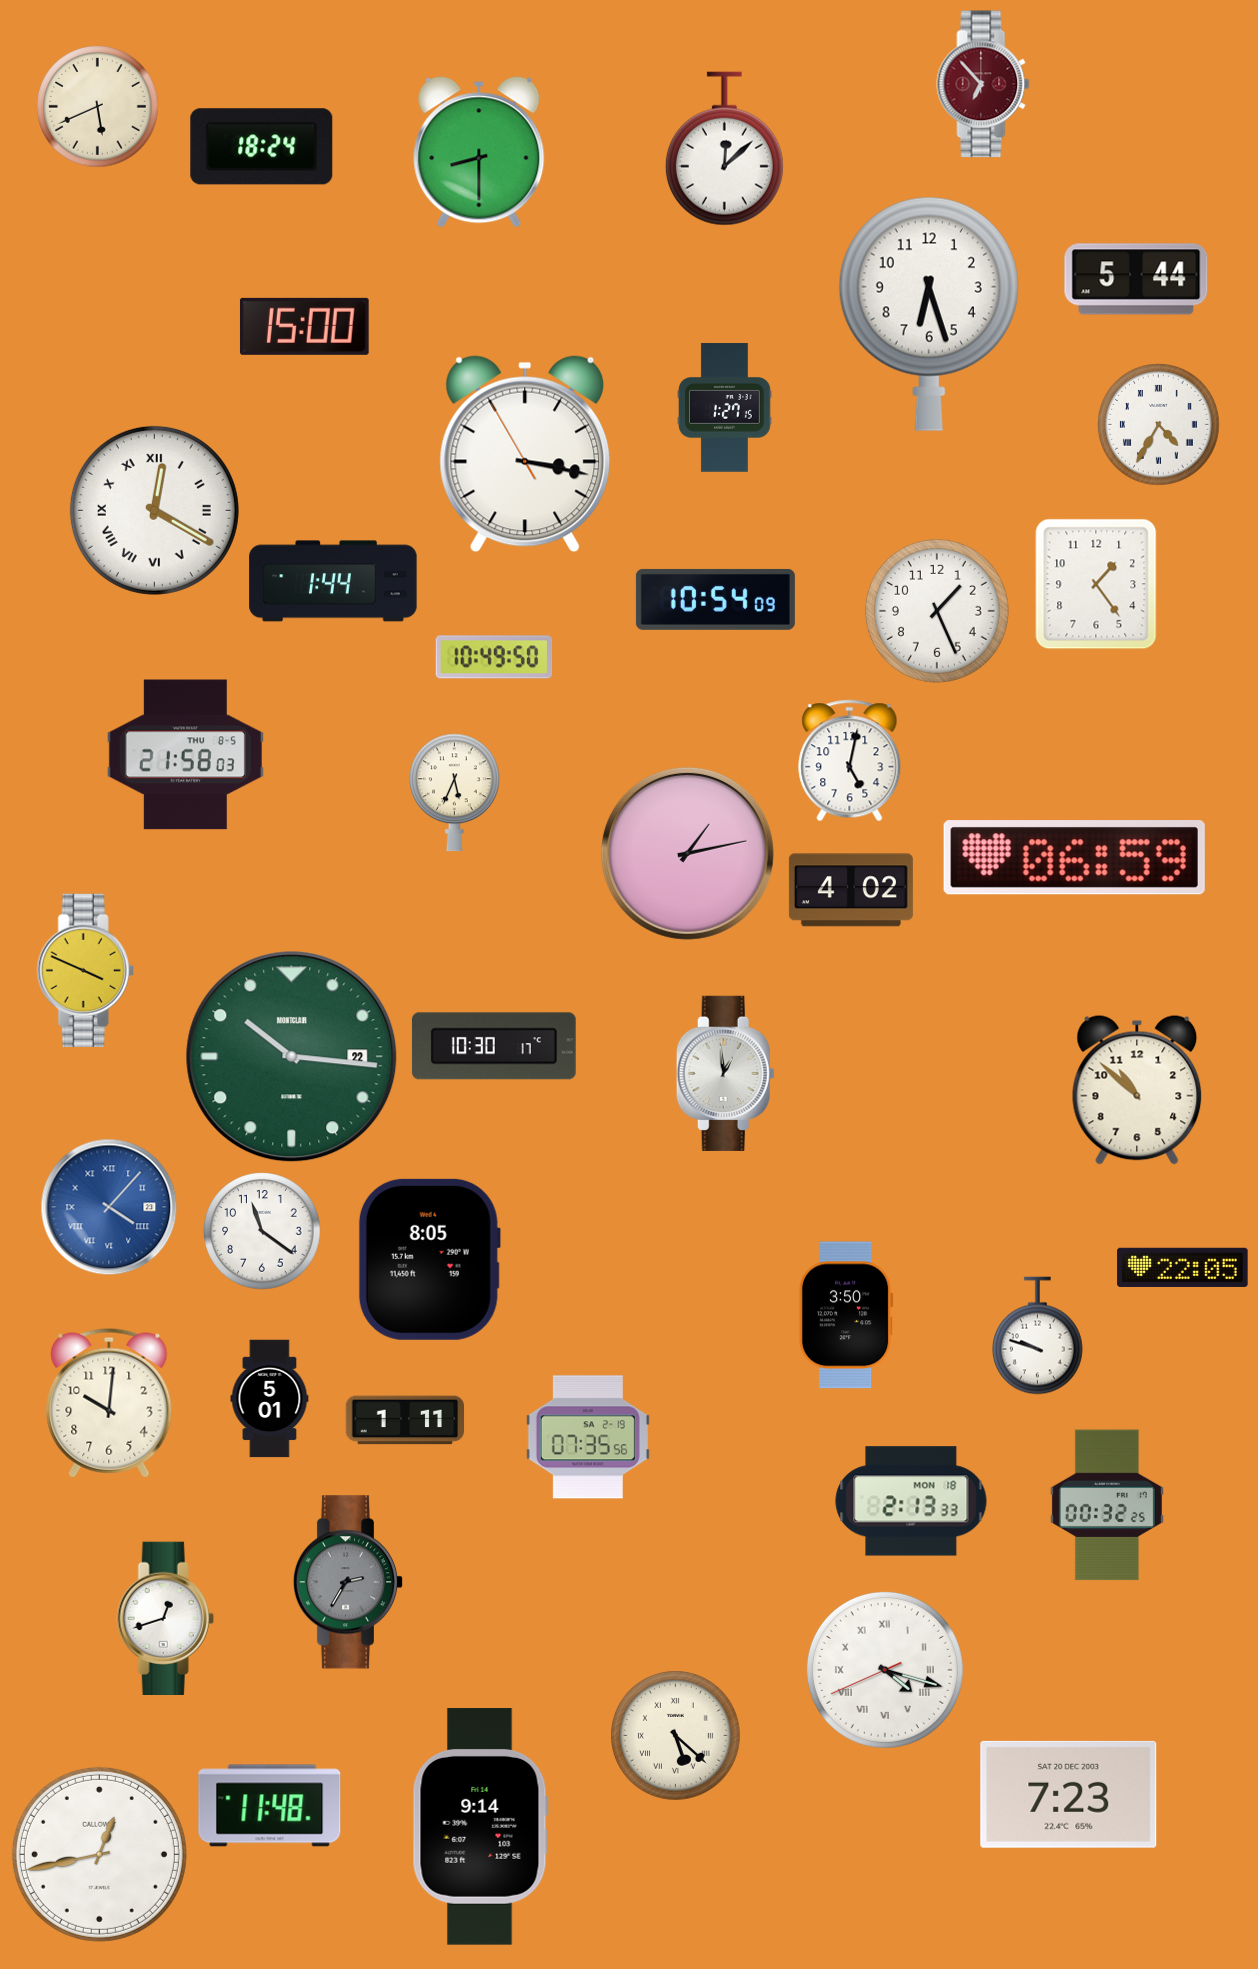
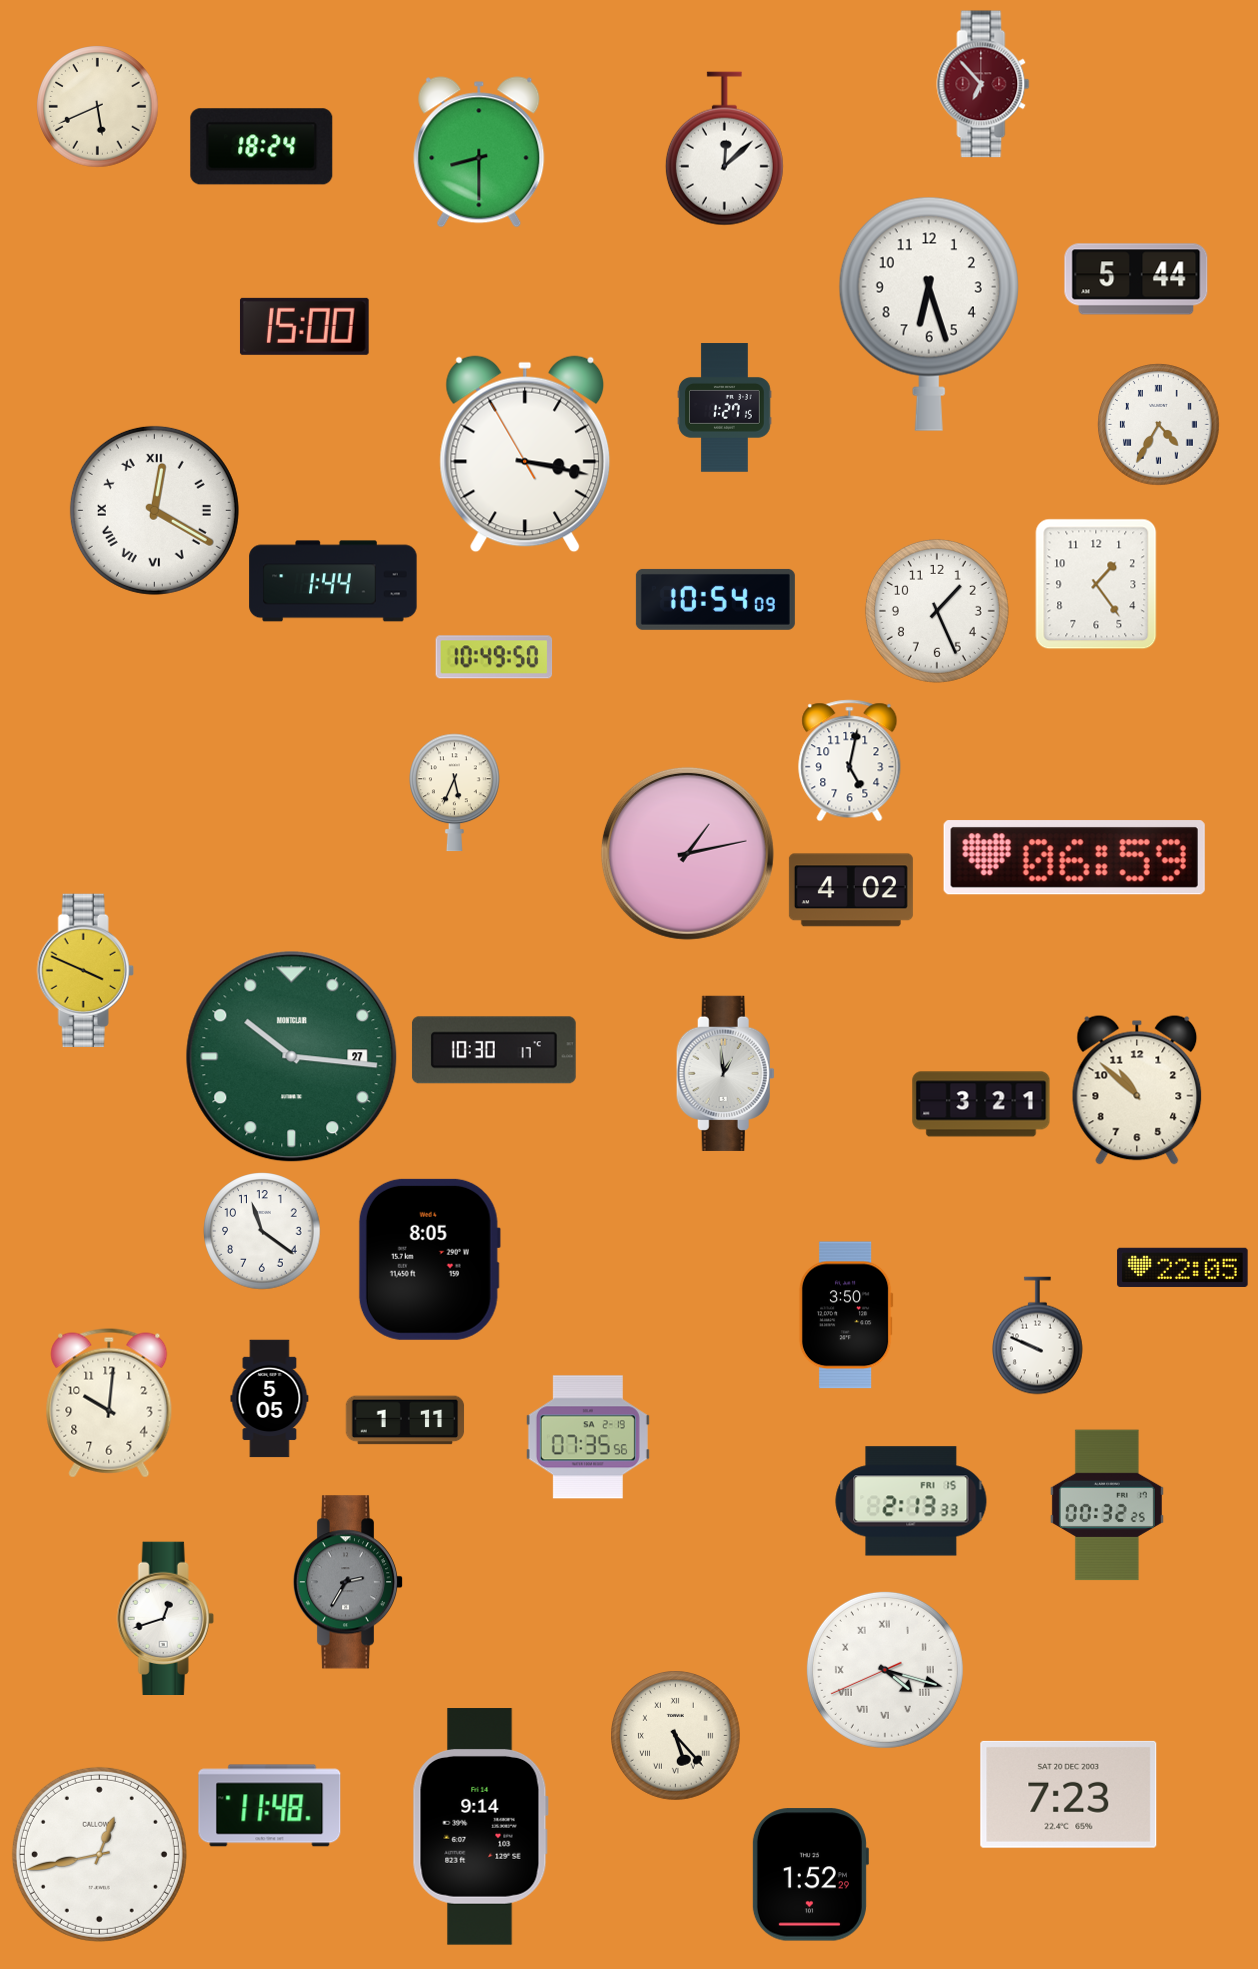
clock at (185, 755): 21:58 -> none
clock at (494, 1046) position: (494, 1046) -> (494, 1050)
clock at (292, 1057) date: 22 -> 27
clock at (981, 1104): none -> 3:21
clock at (109, 1207): 4:07 -> none
clock at (1038, 1336): 9:48 -> 9:49
clock at (270, 1399): 5:01 -> 5:05
clock at (911, 1501) date: MON 18 -> FRI 15
clock at (676, 1736): 5:22 -> 5:23
clock at (810, 1875): none -> 1:52
